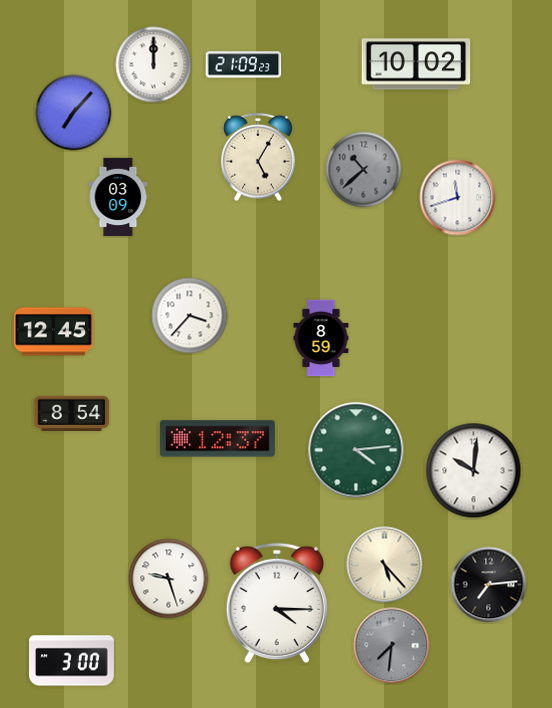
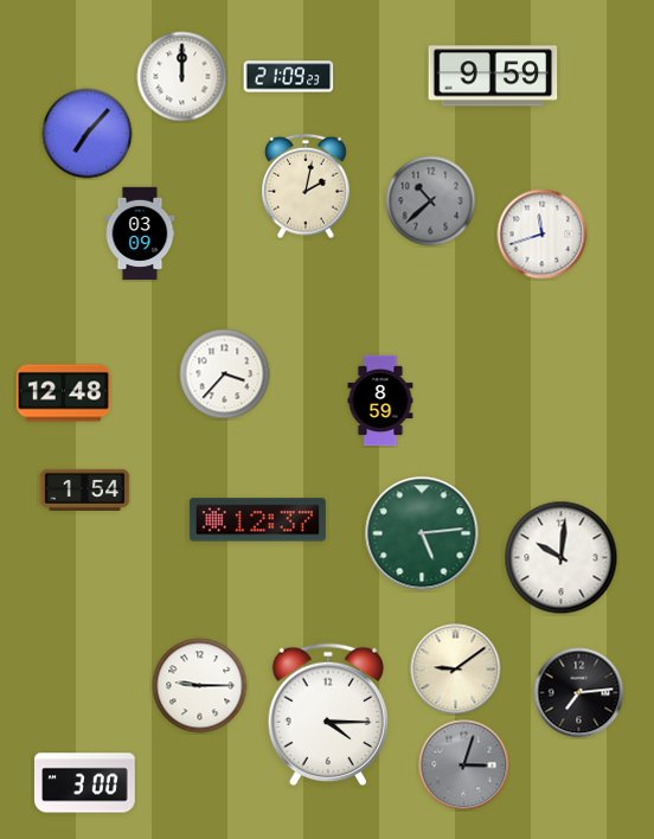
clock at (416, 64): 10:02 -> 9:59
clock at (258, 157): 5:05 -> 2:02
clock at (53, 332): 12:45 -> 12:48
clock at (72, 413): 8:54 -> 1:54
clock at (356, 450): 4:14 -> 5:14
clock at (385, 565): 5:23 -> 9:09
clock at (169, 579): 9:27 -> 9:15
clock at (392, 646): 7:31 -> 3:03
